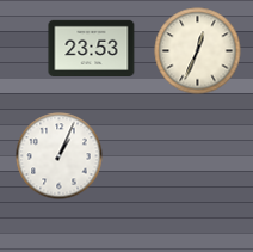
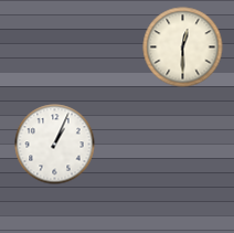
clock at (92, 48): 23:53 -> none
clock at (198, 51): 12:34 -> 12:30
